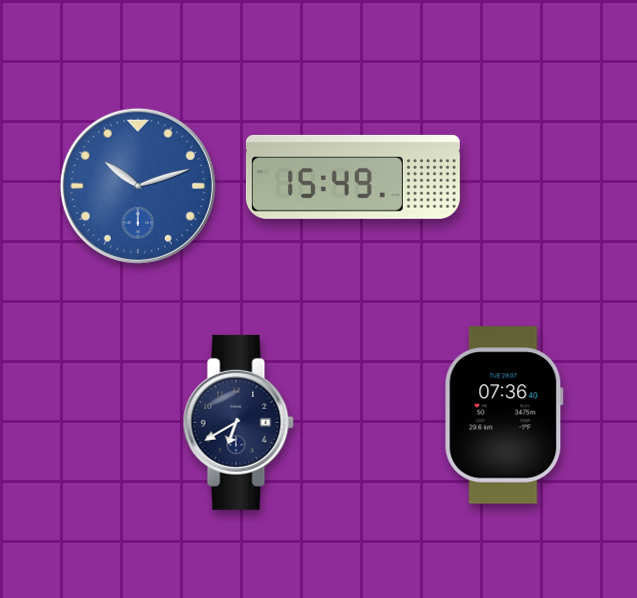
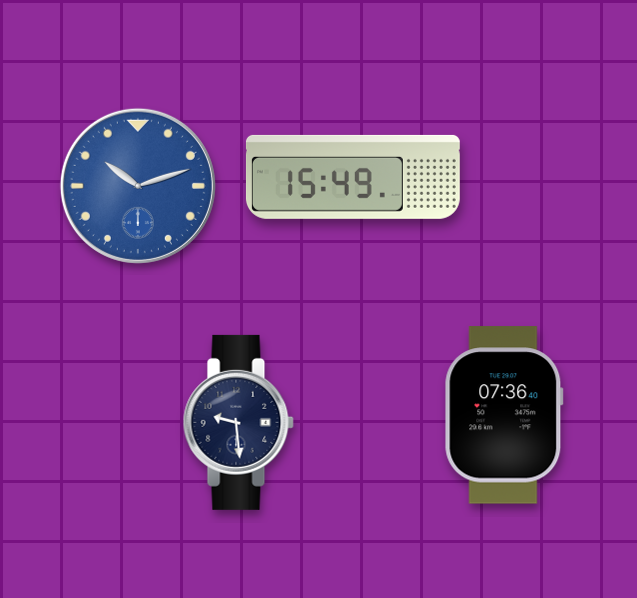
clock at (238, 422): 6:40 -> 9:29
